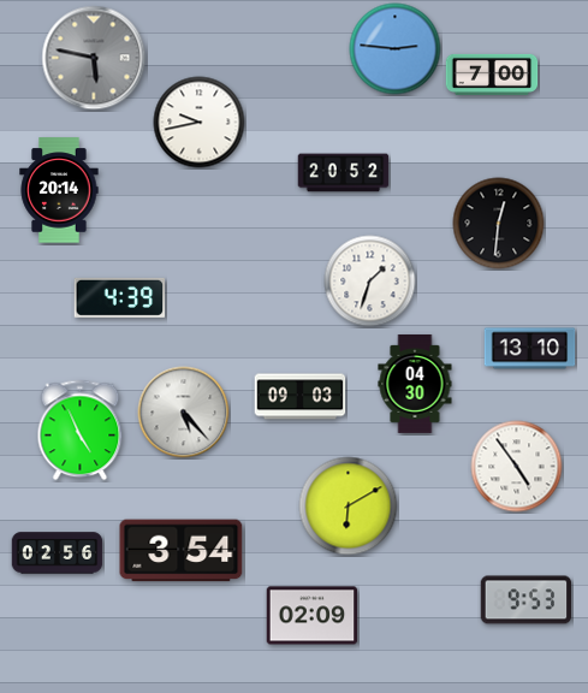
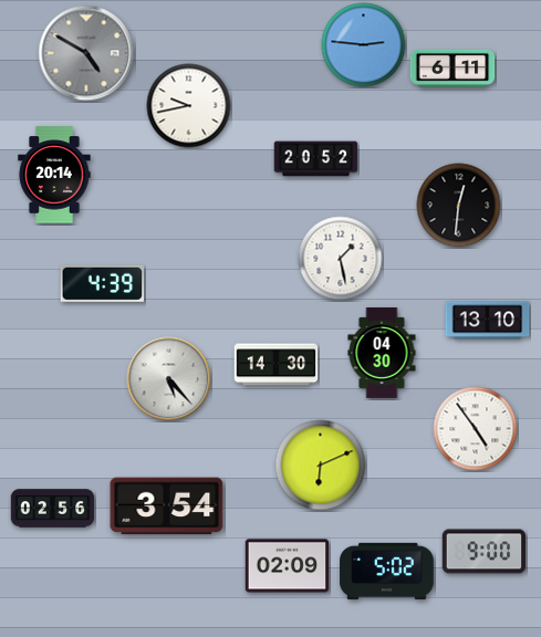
clock at (94, 58): 5:47 -> 4:50
clock at (492, 75): 7:00 -> 6:11
clock at (200, 123) position: (200, 123) -> (189, 106)
clock at (370, 282): 1:33 -> 1:28
clock at (120, 297) position: (120, 297) -> (103, 283)
clock at (301, 397): 09:03 -> 14:30
clock at (81, 431): 4:56 -> none
clock at (349, 507): 6:10 -> 6:11
clock at (527, 600): 9:53 -> 9:00
clock at (387, 571): none -> 5:02
